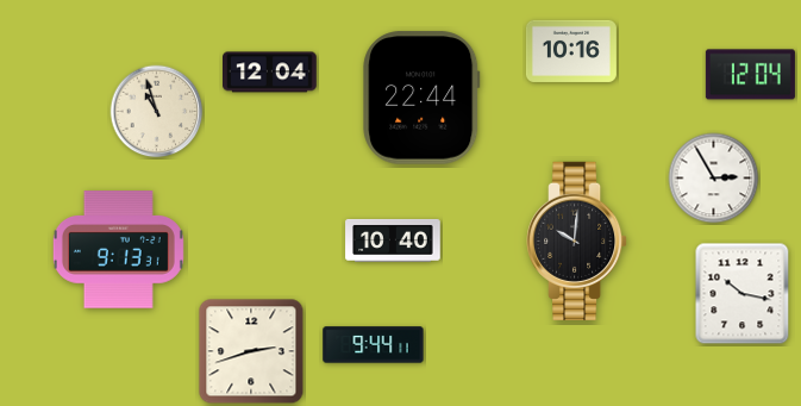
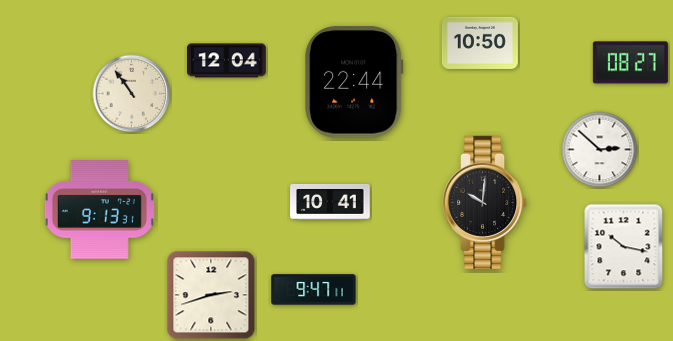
clock at (571, 51): 10:16 -> 10:50
clock at (750, 75): 12:04 -> 08:27
clock at (157, 112): 10:57 -> 10:54
clock at (714, 179): 2:55 -> 2:52
clock at (393, 241): 10:40 -> 10:41
clock at (374, 345): 9:44 -> 9:47
